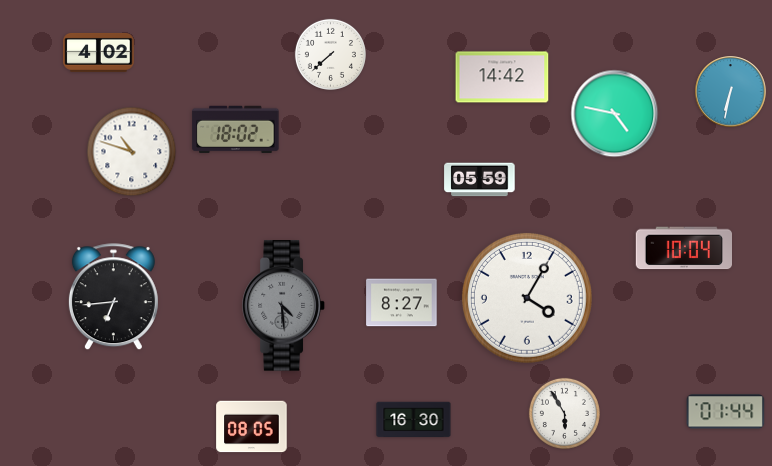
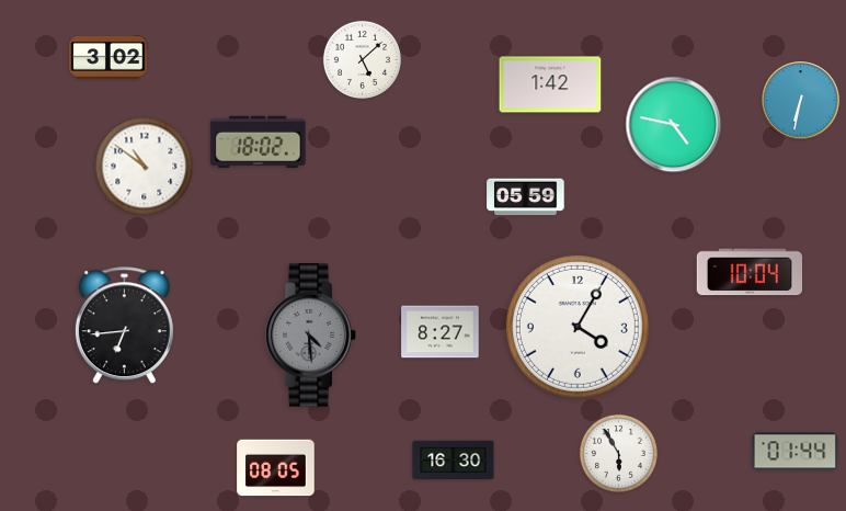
clock at (99, 52): 4:02 -> 3:02
clock at (330, 54): 7:38 -> 5:08
clock at (502, 77): 14:42 -> 1:42
clock at (132, 152): 10:48 -> 10:51
